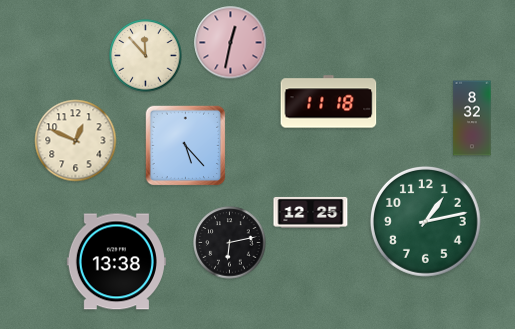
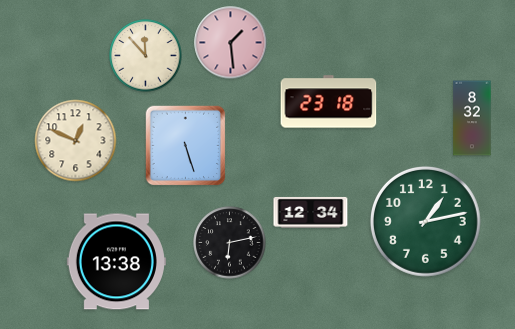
clock at (231, 43): 12:32 -> 1:29
clock at (329, 102): 11:18 -> 23:18
clock at (186, 146): 5:23 -> 5:27
clock at (311, 212): 12:25 -> 12:34
